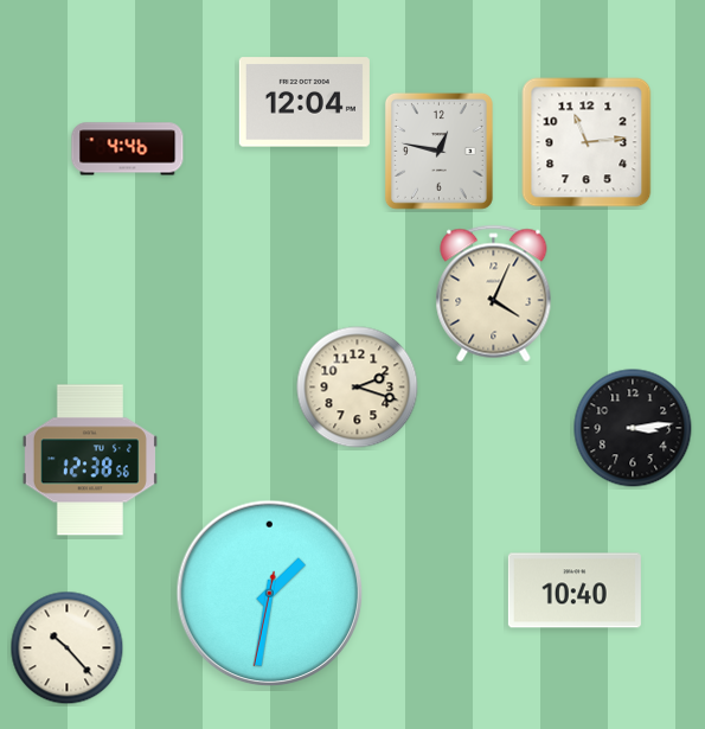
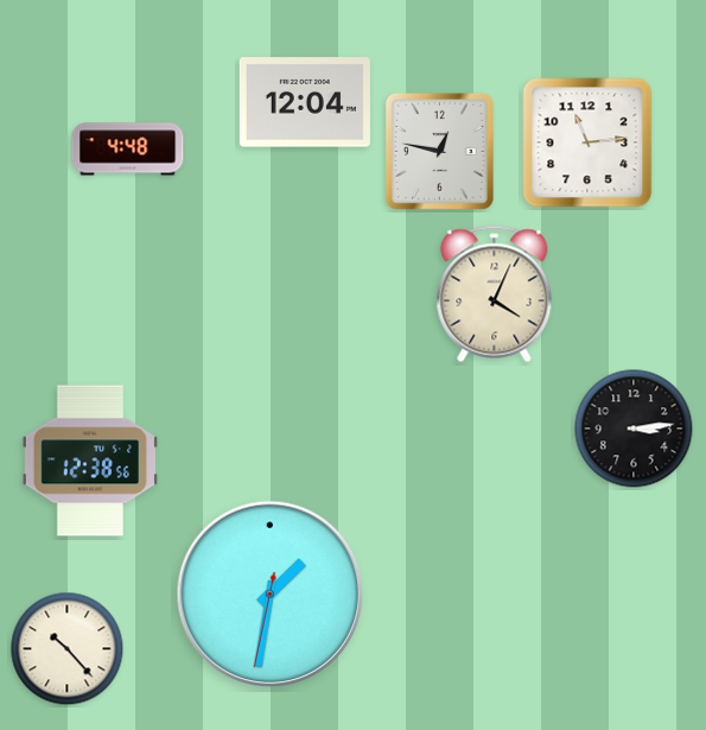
clock at (128, 149): 4:46 -> 4:48
clock at (358, 388): 2:18 -> none
clock at (575, 590): 10:40 -> none
